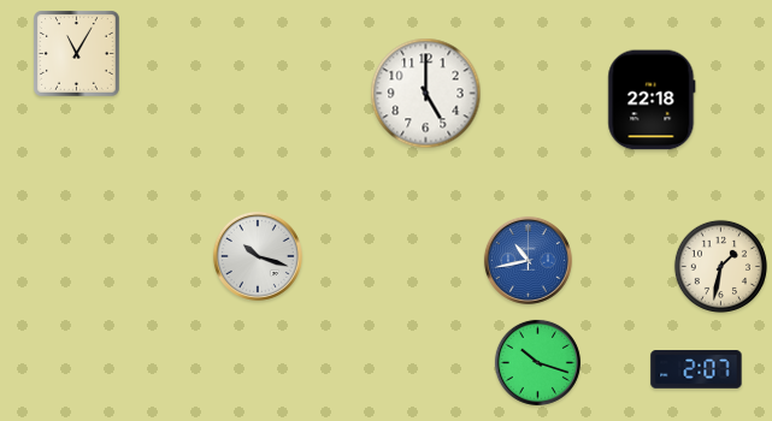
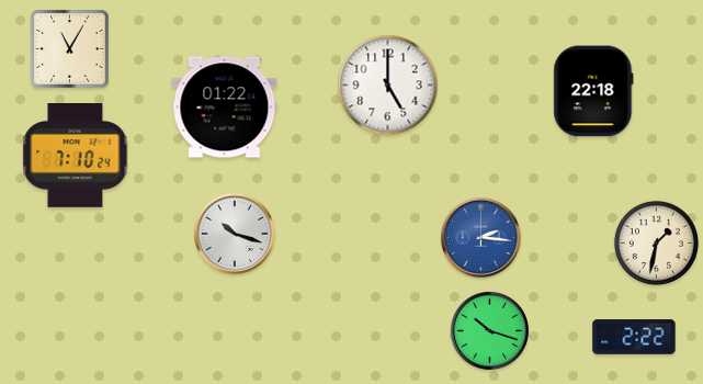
clock at (225, 108): none -> 01:22
clock at (76, 156): none -> 7:10
clock at (528, 260): 10:43 -> 2:16
clock at (696, 369): 2:07 -> 2:22
